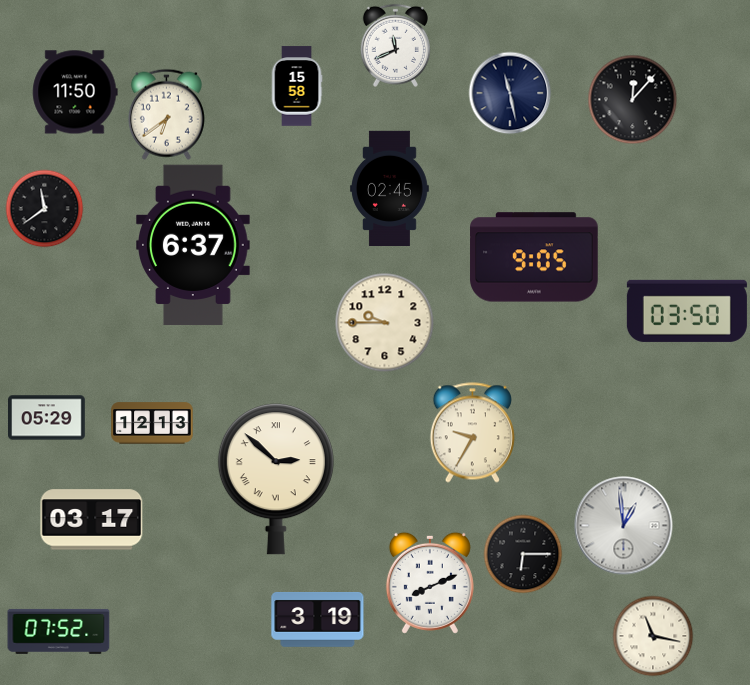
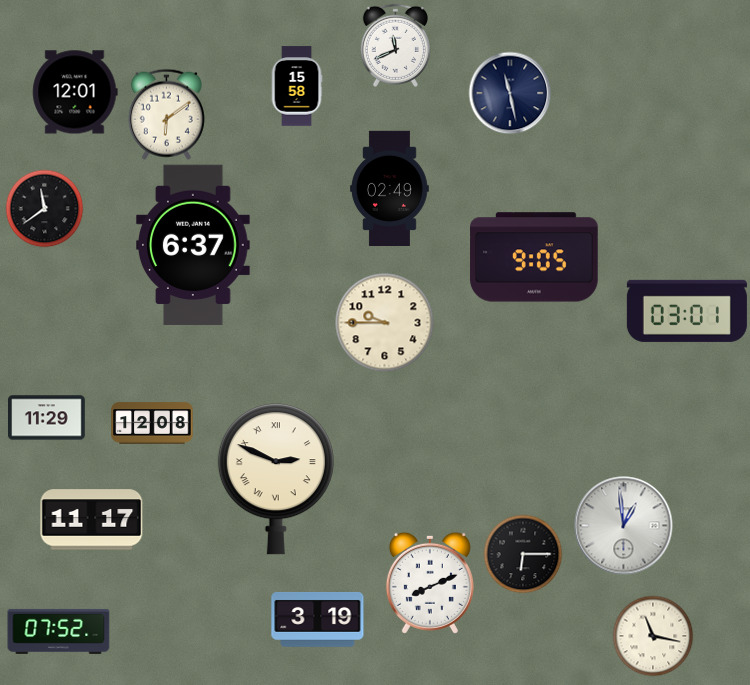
clock at (75, 92): 11:50 -> 12:01
clock at (632, 99): 12:07 -> none
clock at (166, 114): 6:39 -> 6:09
clock at (390, 188): 02:45 -> 02:49
clock at (687, 311): 03:50 -> 03:01
clock at (47, 418): 05:29 -> 11:29
clock at (152, 423): 12:13 -> 12:08
clock at (472, 433): 9:35 -> none
clock at (276, 479): 2:52 -> 2:49
clock at (92, 520): 03:17 -> 11:17
